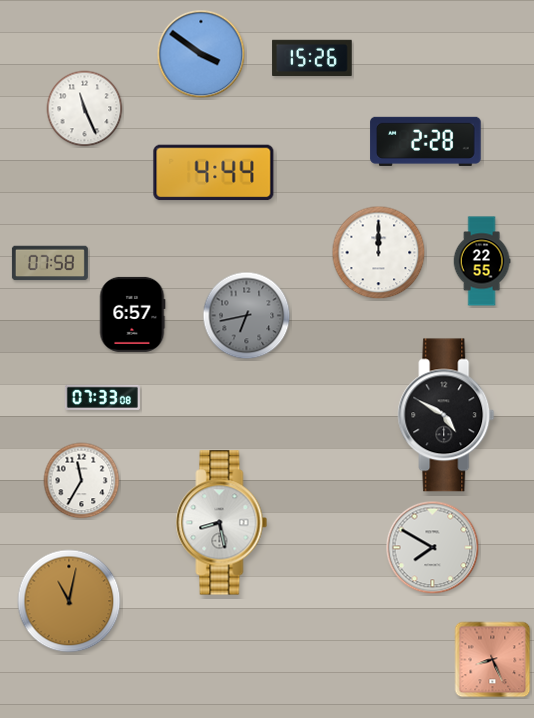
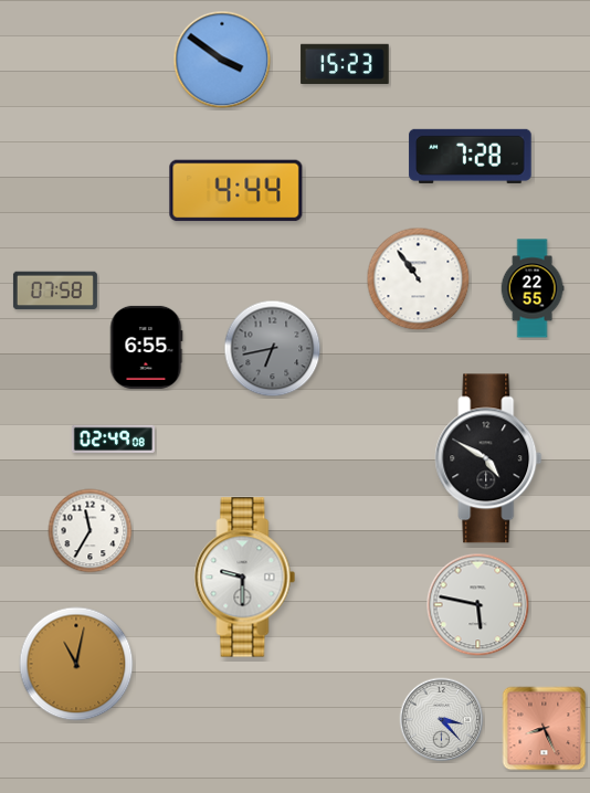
clock at (312, 58): 15:26 -> 15:23
clock at (85, 109): 11:26 -> none
clock at (426, 141): 2:28 -> 7:28
clock at (379, 253): 12:00 -> 10:54
clock at (132, 314): 6:57 -> 6:55
clock at (102, 397): 07:33 -> 02:49
clock at (446, 415) position: (446, 415) -> (488, 458)
clock at (222, 523): 8:28 -> 9:30
clock at (433, 548): 7:50 -> 5:47
clock at (442, 720): none -> 3:23
